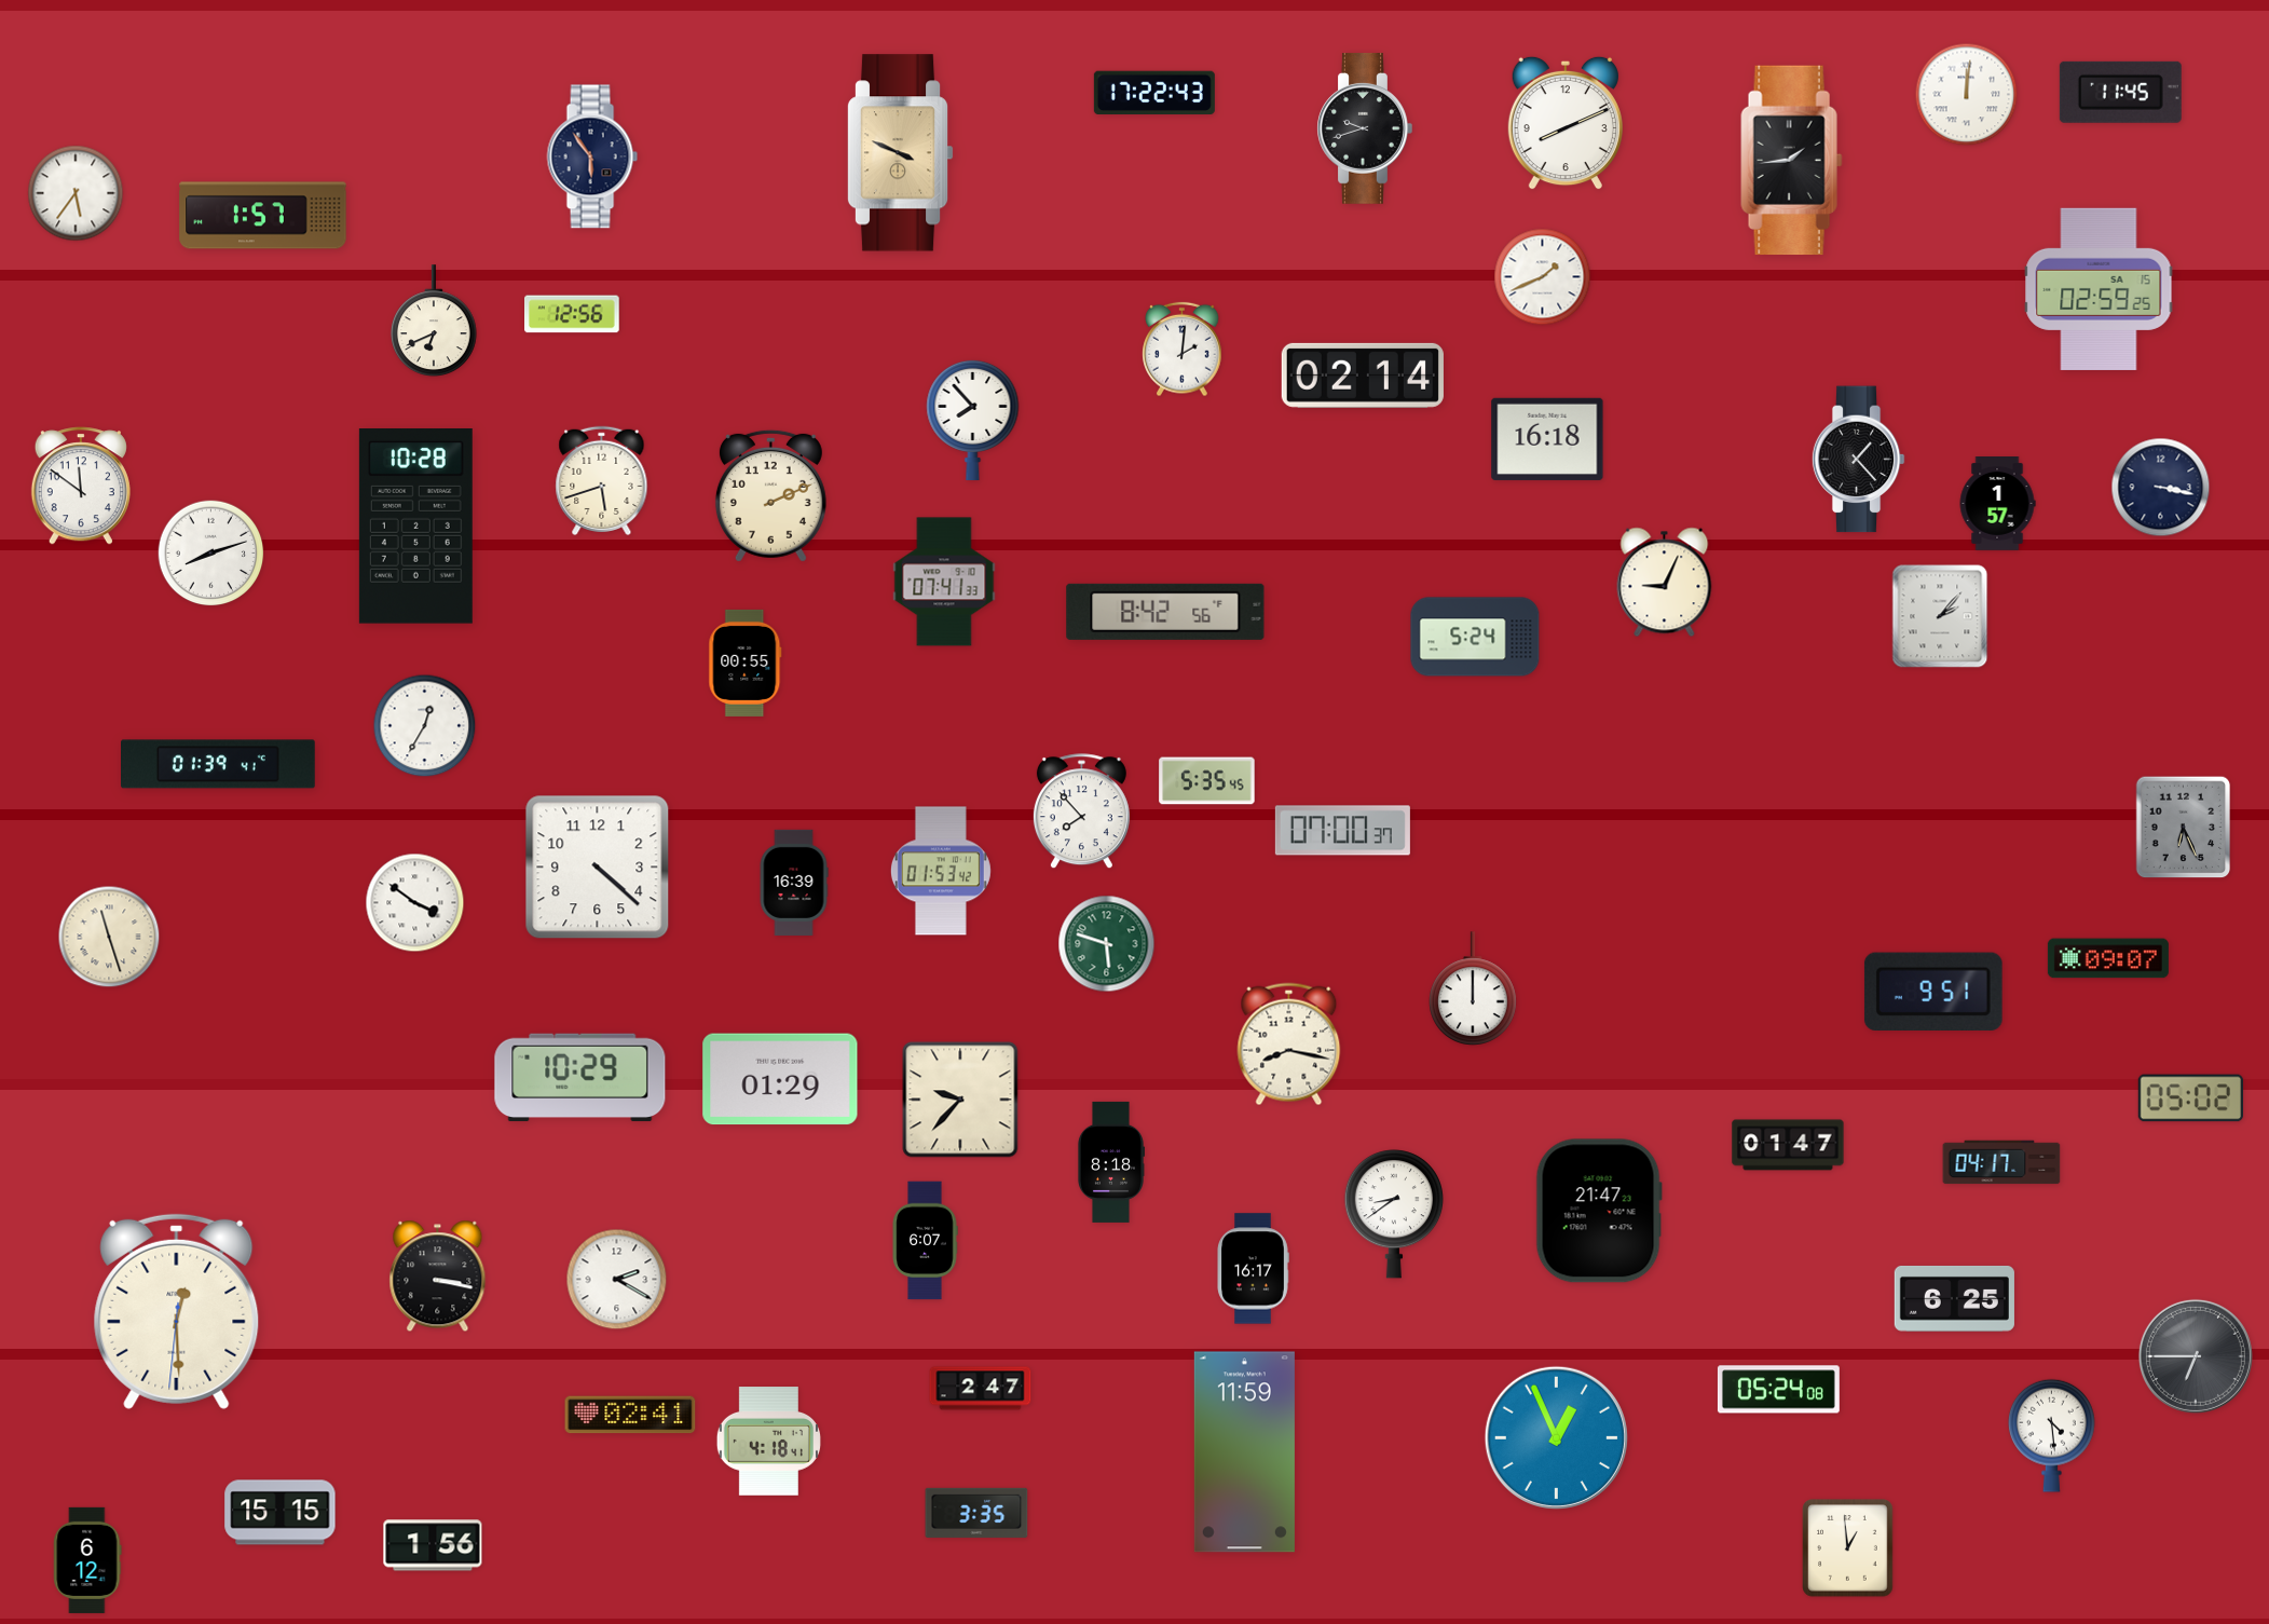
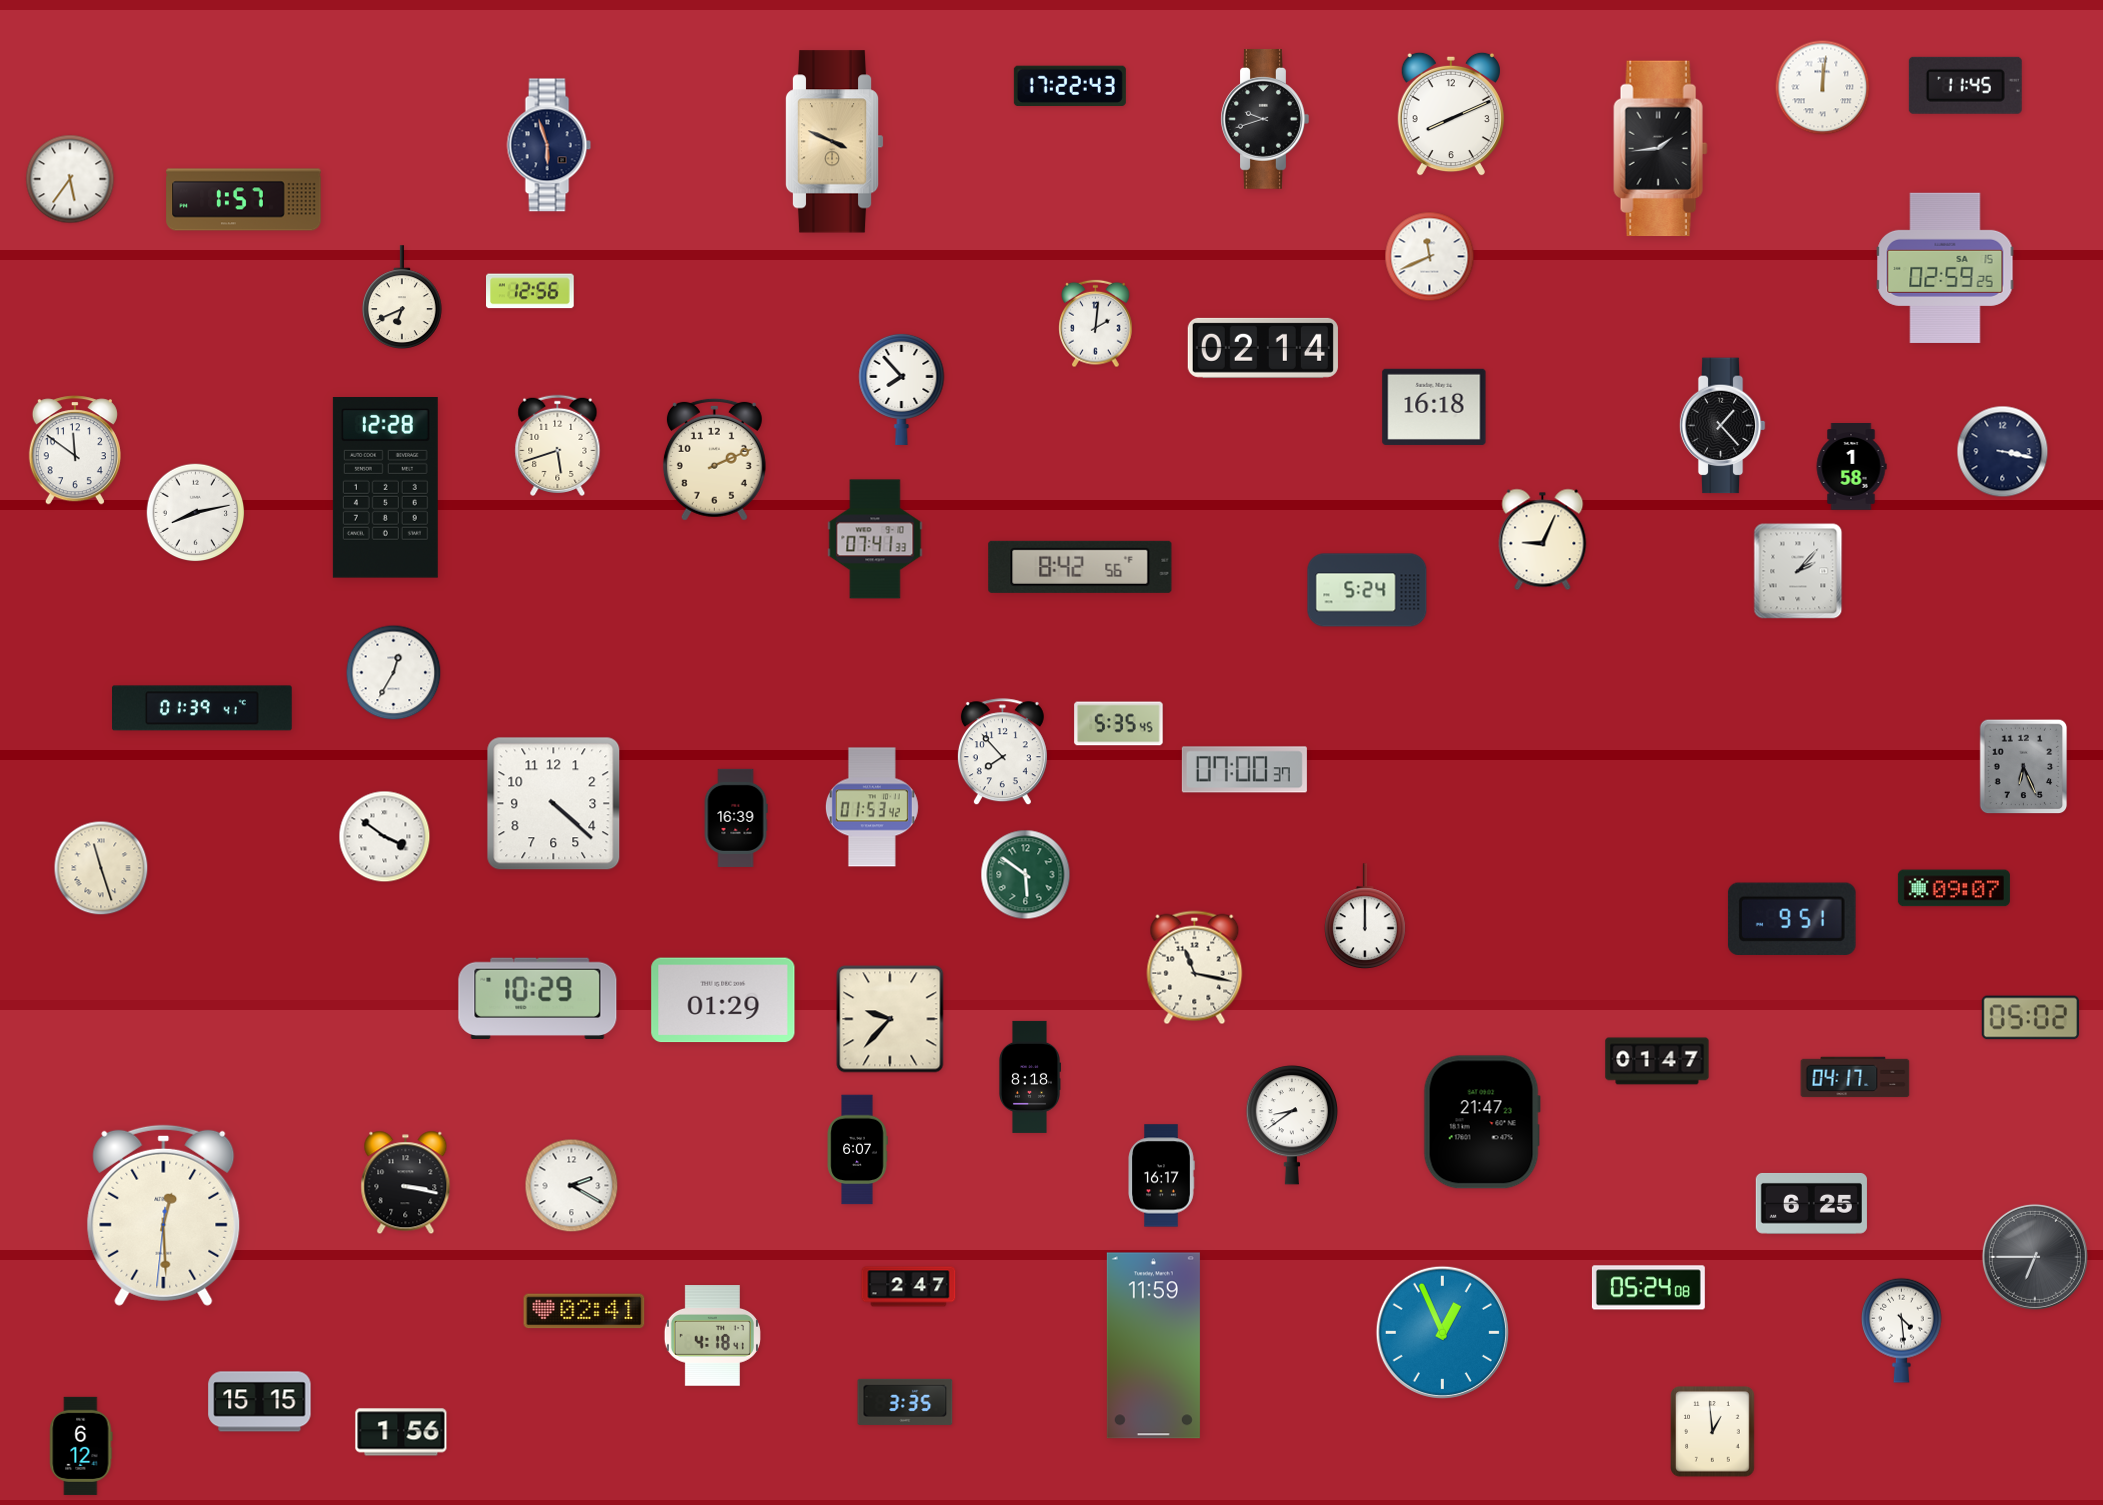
clock at (592, 156): 5:54 -> 5:57
clock at (1543, 277): 1:41 -> 11:41
clock at (1997, 504): 1:57 -> 1:58
clock at (415, 527): 10:28 -> 12:28
clock at (211, 554): 8:12 -> 8:13
clock at (746, 663): 00:55 -> none
clock at (1107, 944): 5:48 -> 5:51
clock at (1289, 1045): 8:17 -> 11:17
clock at (1848, 1548) position: (1848, 1548) -> (1713, 1432)
